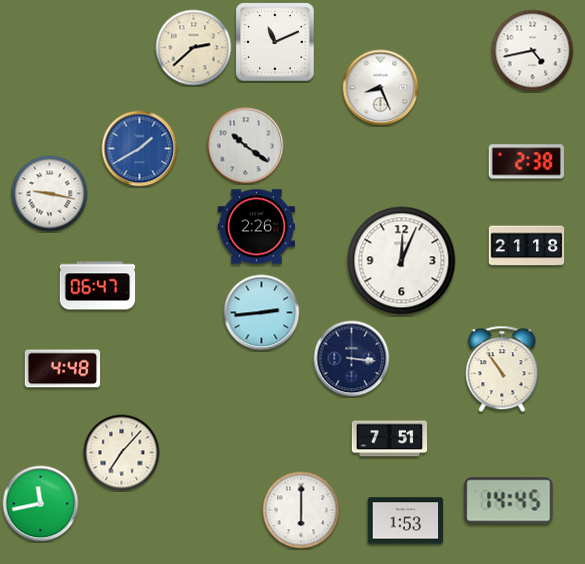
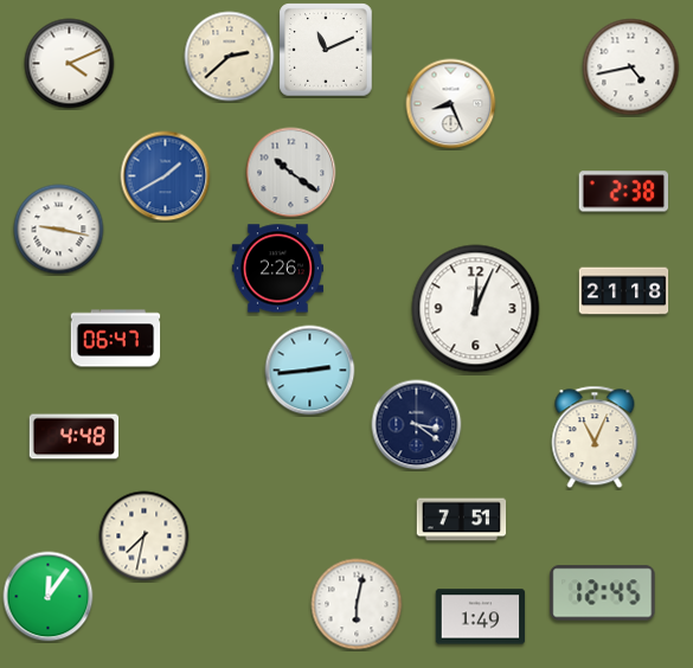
clock at (533, 51) position: (533, 51) -> (631, 68)
clock at (70, 64): none -> 4:11
clock at (256, 227) position: (256, 227) -> (277, 269)
clock at (352, 359): 3:16 -> 3:21
clock at (502, 369): 10:54 -> 11:04
clock at (122, 453): 7:07 -> 7:32
clock at (509, 501): 14:45 -> 12:45
clock at (41, 504): 11:43 -> 12:06
clock at (301, 510): 6:00 -> 6:02
clock at (406, 521): 1:53 -> 1:49
